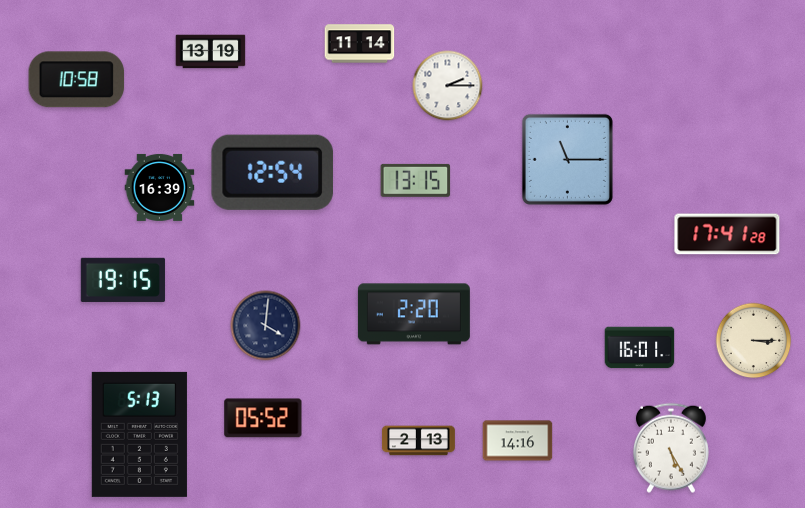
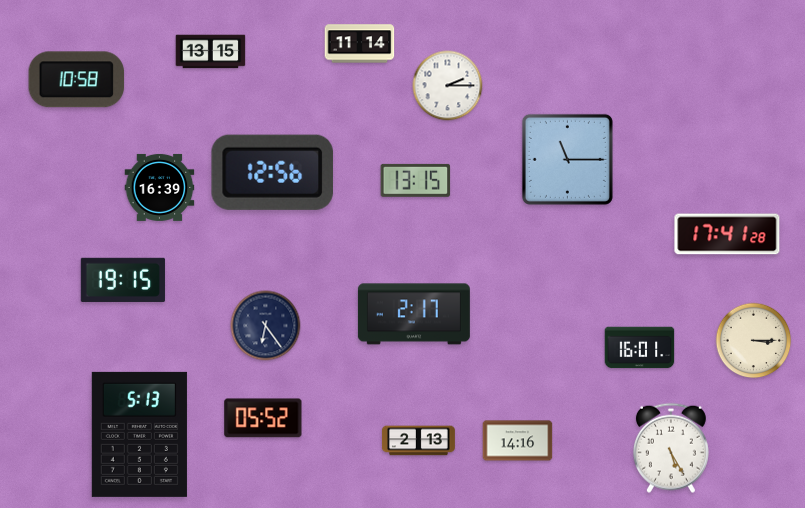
clock at (211, 52): 13:19 -> 13:15
clock at (272, 172): 12:54 -> 12:56
clock at (414, 314): 2:20 -> 2:17
clock at (266, 326): 4:01 -> 6:24
